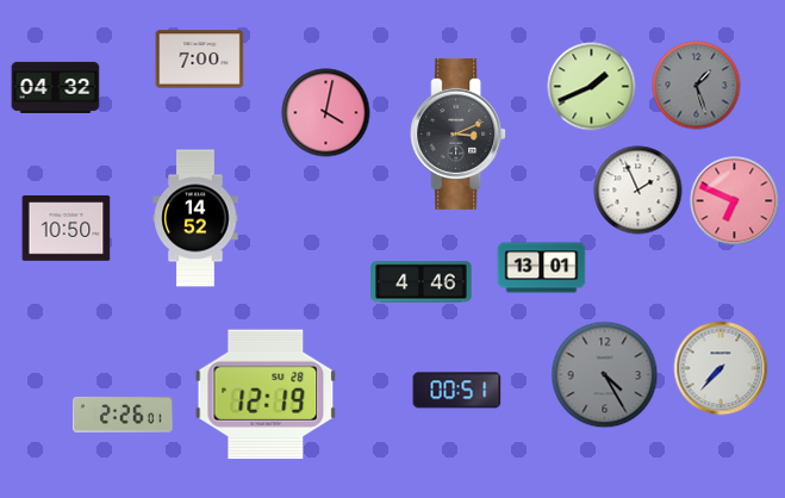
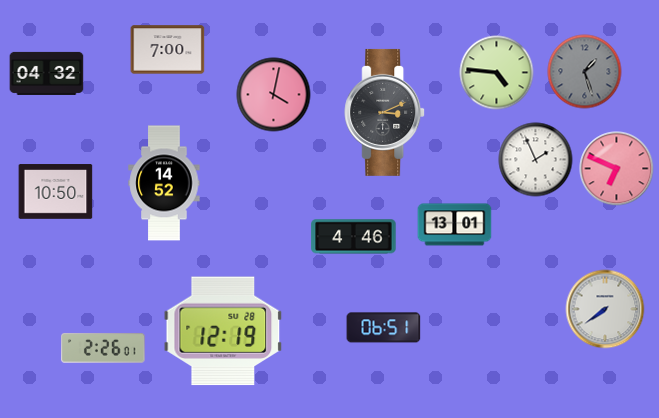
clock at (592, 87): 1:41 -> 4:46
clock at (721, 368): 7:37 -> 7:39
clock at (605, 375): 4:25 -> none
clock at (457, 391): 00:51 -> 06:51
